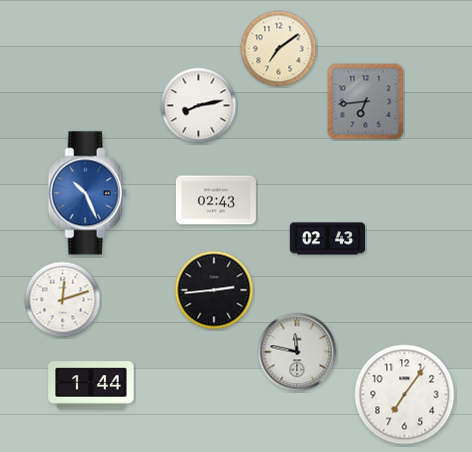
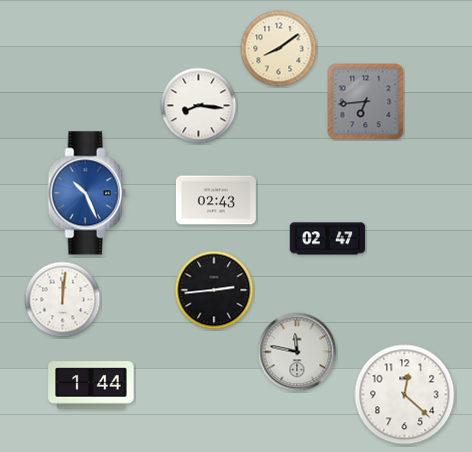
clock at (279, 49): 7:09 -> 8:09
clock at (199, 106): 8:13 -> 8:16
clock at (328, 239): 02:43 -> 02:47
clock at (63, 300): 12:12 -> 12:01
clock at (405, 395): 7:06 -> 12:22
